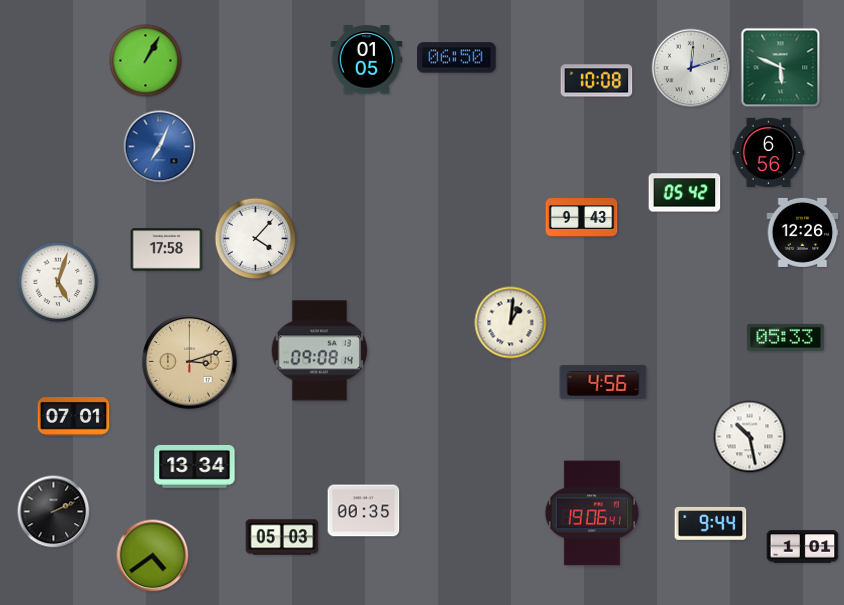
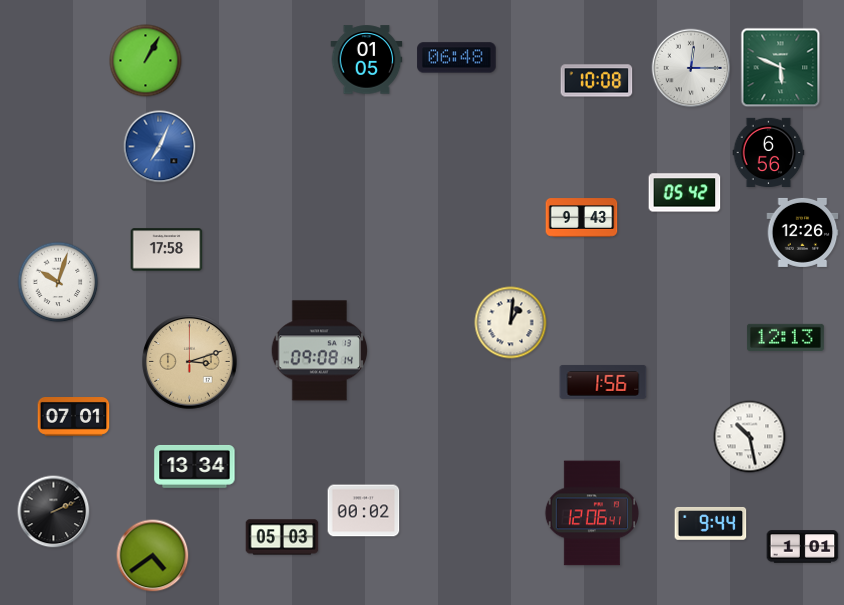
clock at (457, 58): 06:50 -> 06:48
clock at (691, 68): 12:12 -> 12:15
clock at (256, 239): 4:07 -> none
clock at (58, 282): 5:03 -> 10:03
clock at (785, 337): 05:33 -> 12:13
clock at (603, 382): 4:56 -> 1:56
clock at (364, 511): 00:35 -> 00:02
clock at (591, 513): 19:06 -> 12:06
